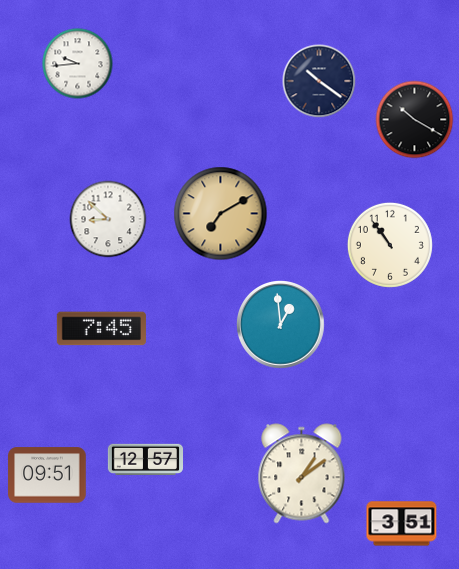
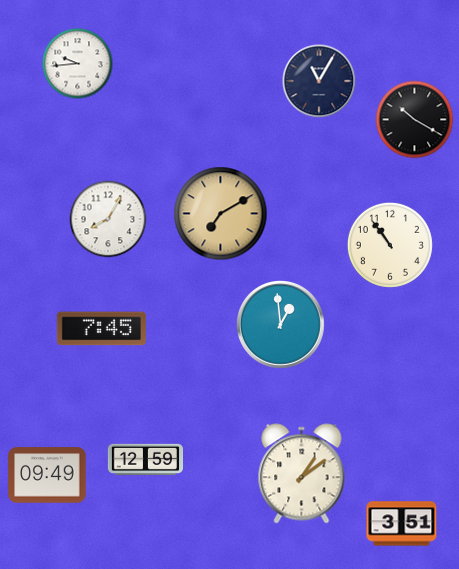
clock at (319, 81): 10:21 -> 11:05
clock at (108, 219): 8:52 -> 8:05
clock at (145, 459): 12:57 -> 12:59
clock at (47, 475): 09:51 -> 09:49
